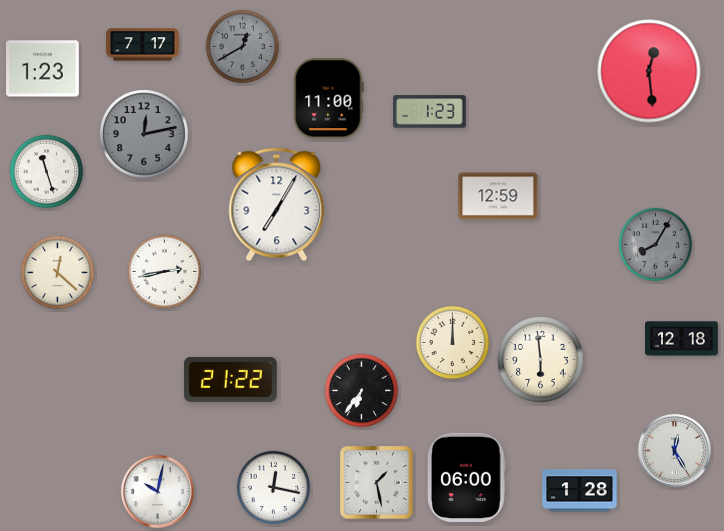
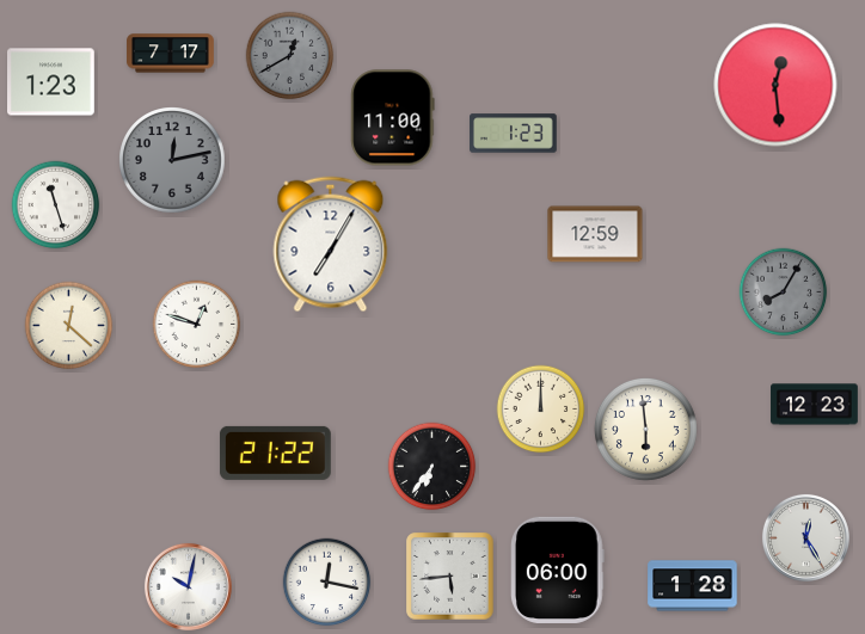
clock at (165, 272): 2:43 -> 12:48
clock at (682, 339): 12:18 -> 12:23
clock at (377, 483): 1:28 -> 5:44
